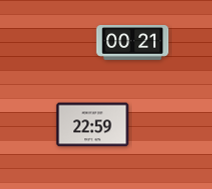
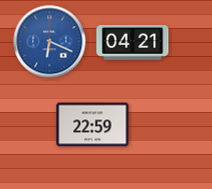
clock at (50, 42): none -> 6:19
clock at (133, 43): 00:21 -> 04:21
